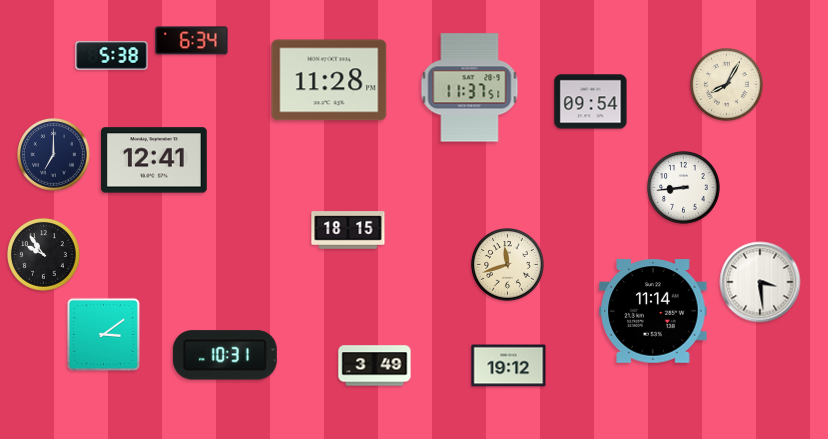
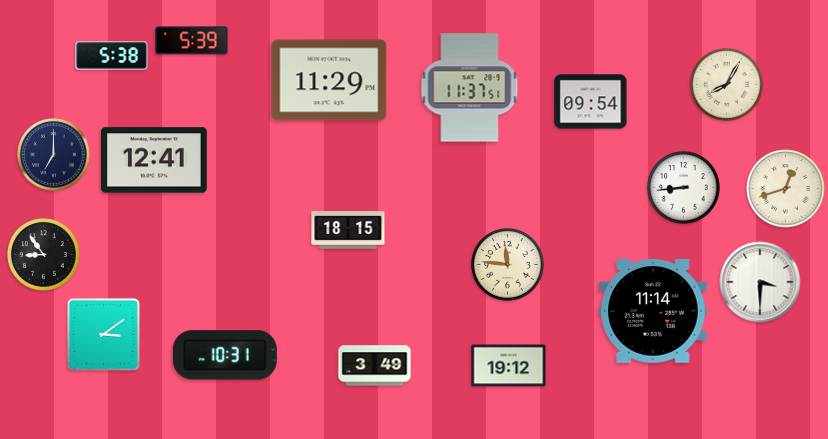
clock at (192, 41): 6:34 -> 5:39
clock at (329, 80): 11:28 -> 11:29
clock at (786, 189): none -> 12:42
clock at (44, 255): 9:54 -> 8:54
clock at (508, 265): 11:42 -> 11:46
clock at (760, 282): 3:29 -> 3:30
